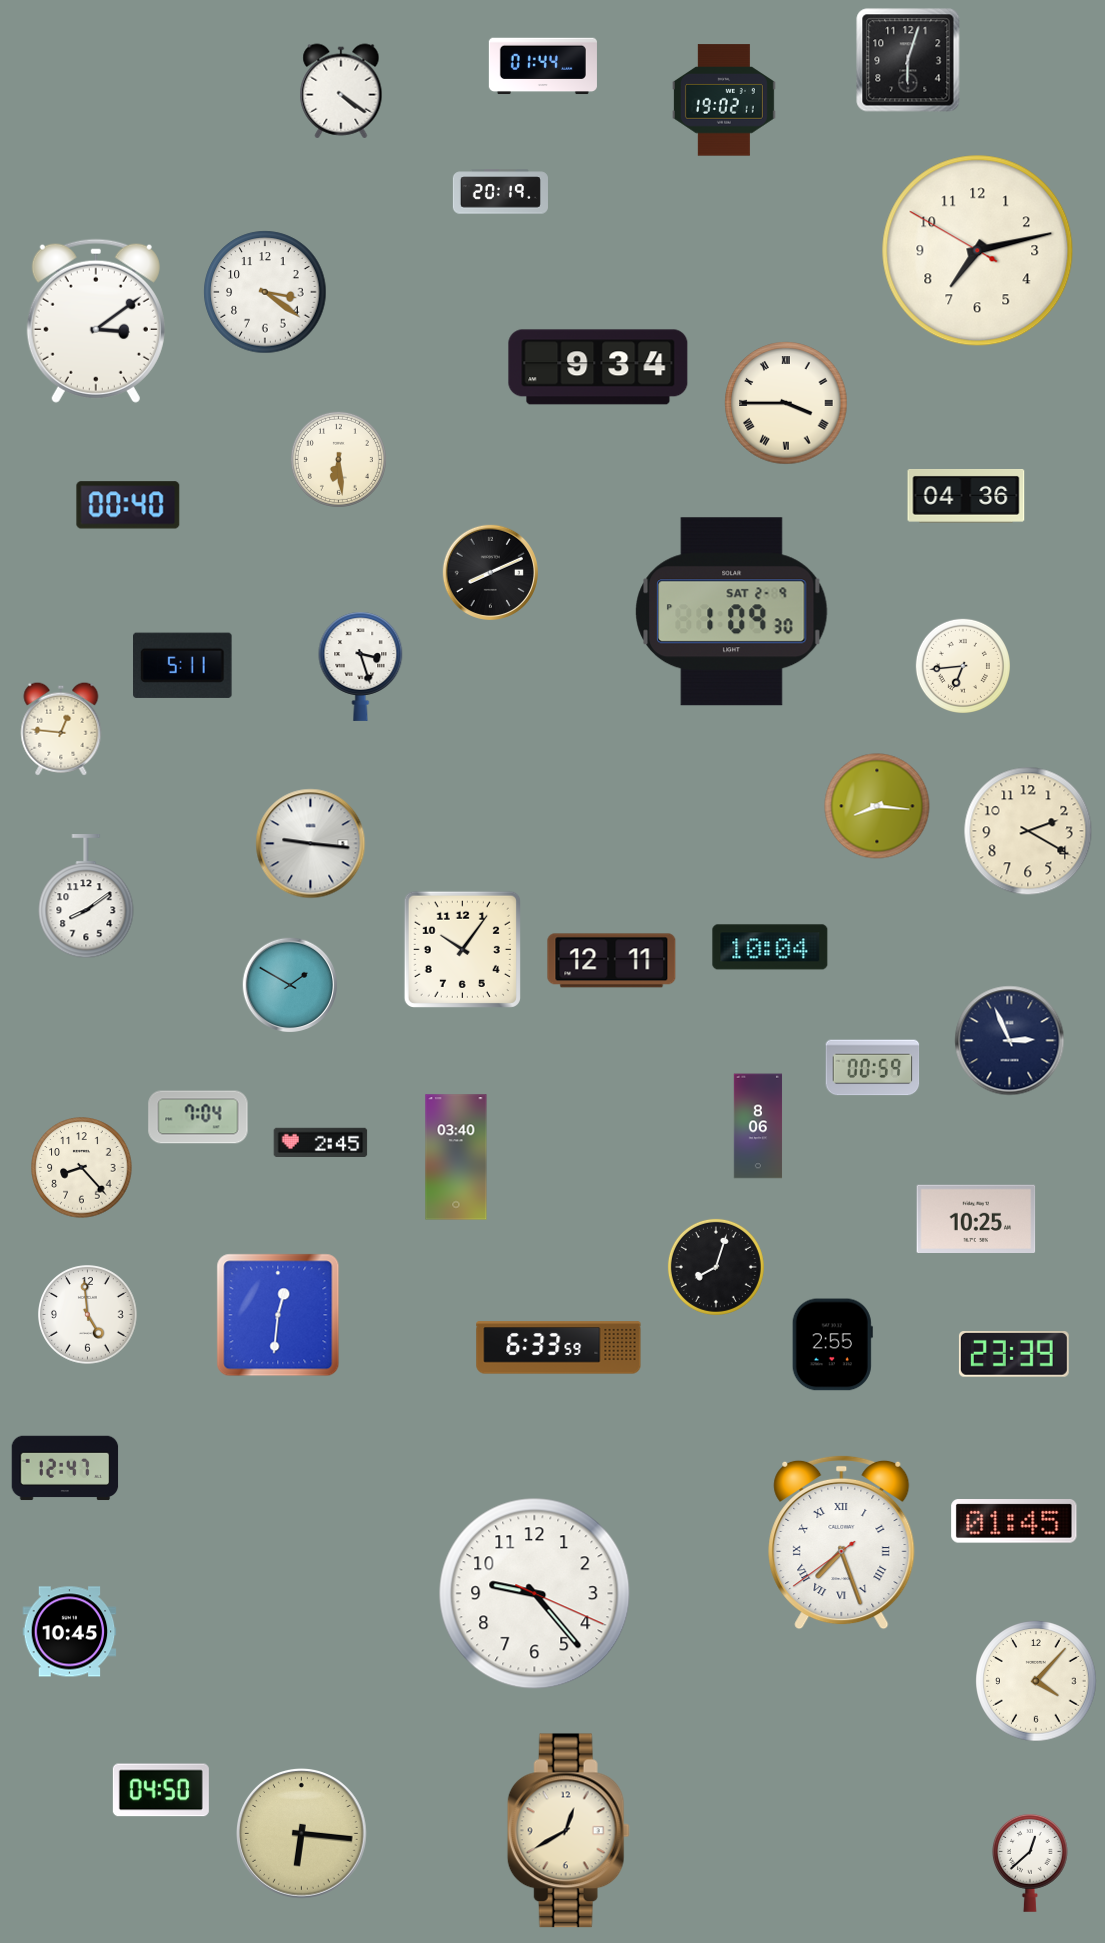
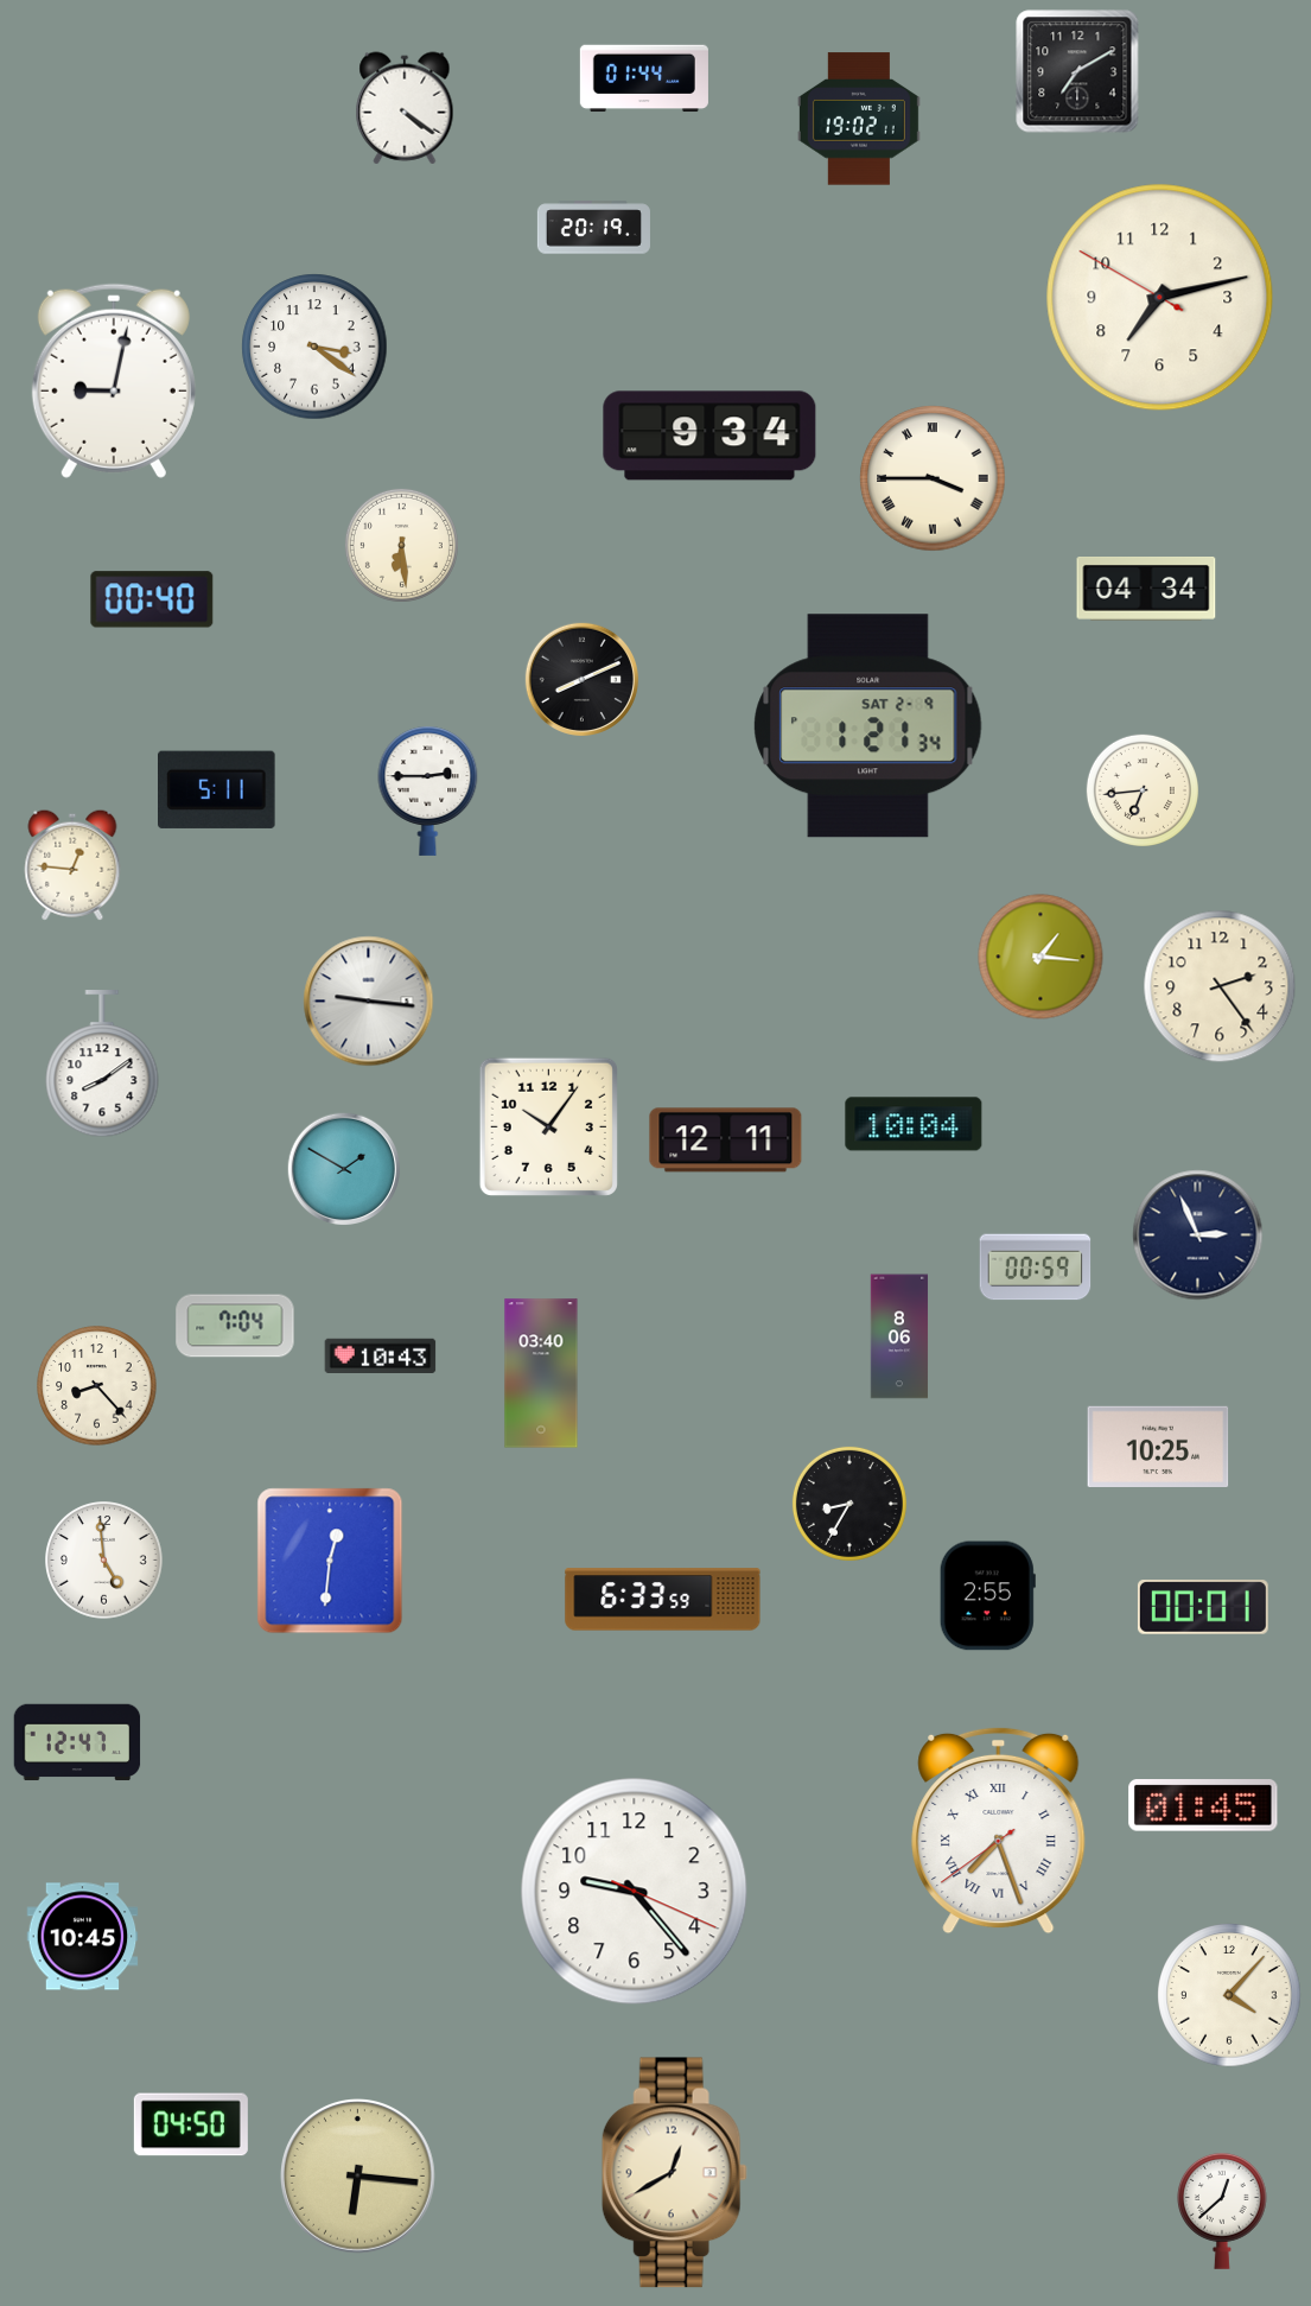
clock at (908, 60): 6:03 -> 7:10
clock at (96, 321): 3:09 -> 9:02
clock at (966, 497): 04:36 -> 04:34
clock at (732, 612): 1:09 -> 1:21
clock at (361, 666): 3:27 -> 2:45
clock at (877, 806): 8:16 -> 1:16
clock at (1028, 831): 2:20 -> 2:24
clock at (321, 1142): 2:45 -> 10:43
clock at (716, 1267): 8:03 -> 8:35
clock at (1014, 1355): 23:39 -> 00:01
